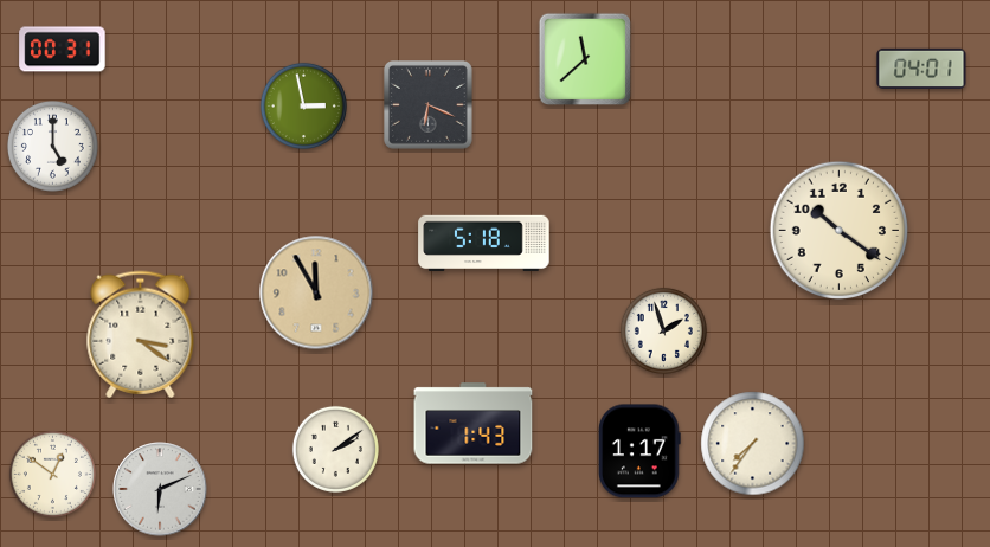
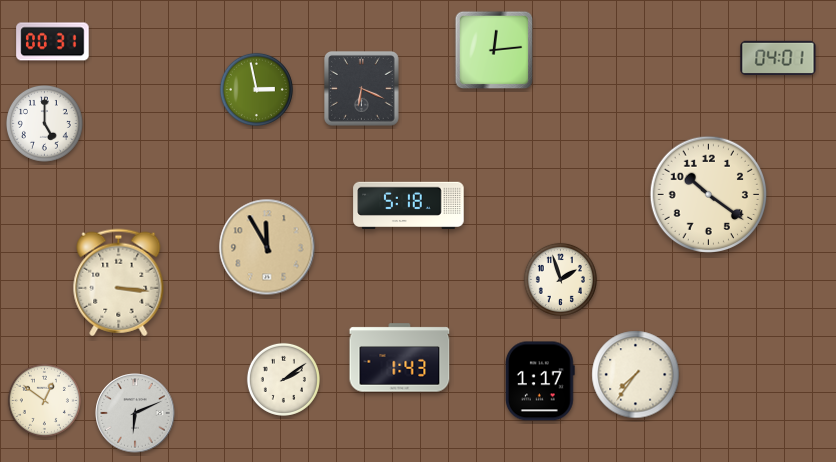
clock at (585, 59): 11:38 -> 12:14
clock at (141, 335): 3:21 -> 3:16
